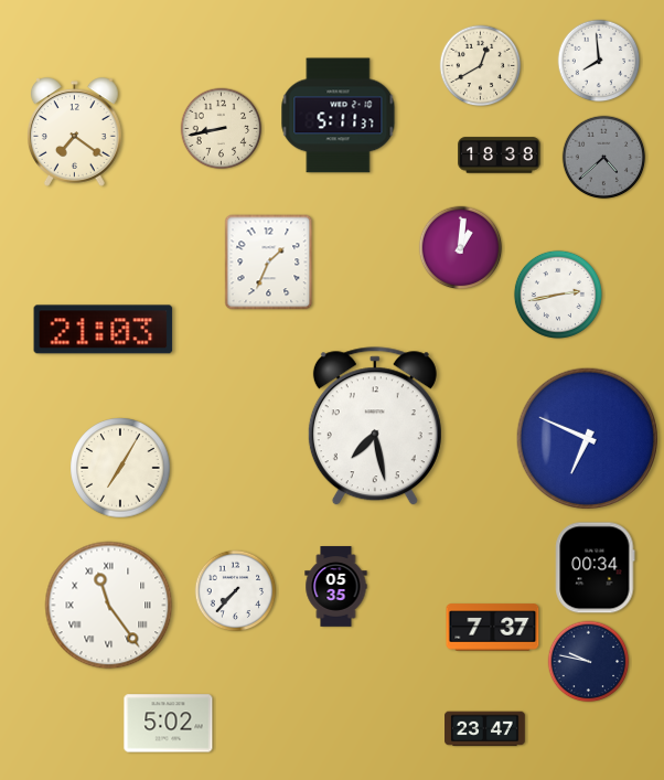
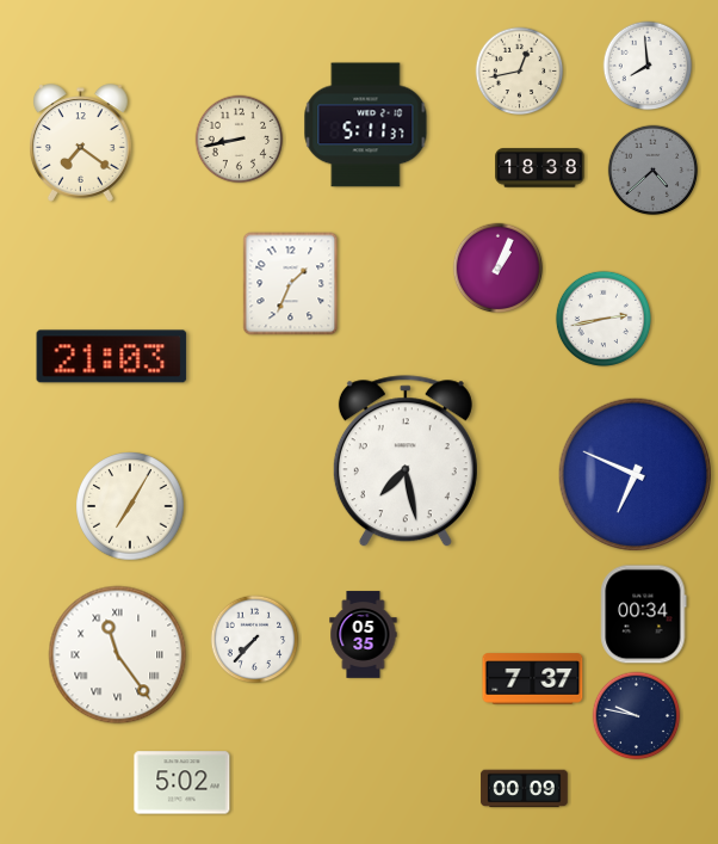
clock at (481, 66): 12:40 -> 12:43
clock at (461, 248): 1:01 -> 1:04
clock at (485, 729): 23:47 -> 00:09
